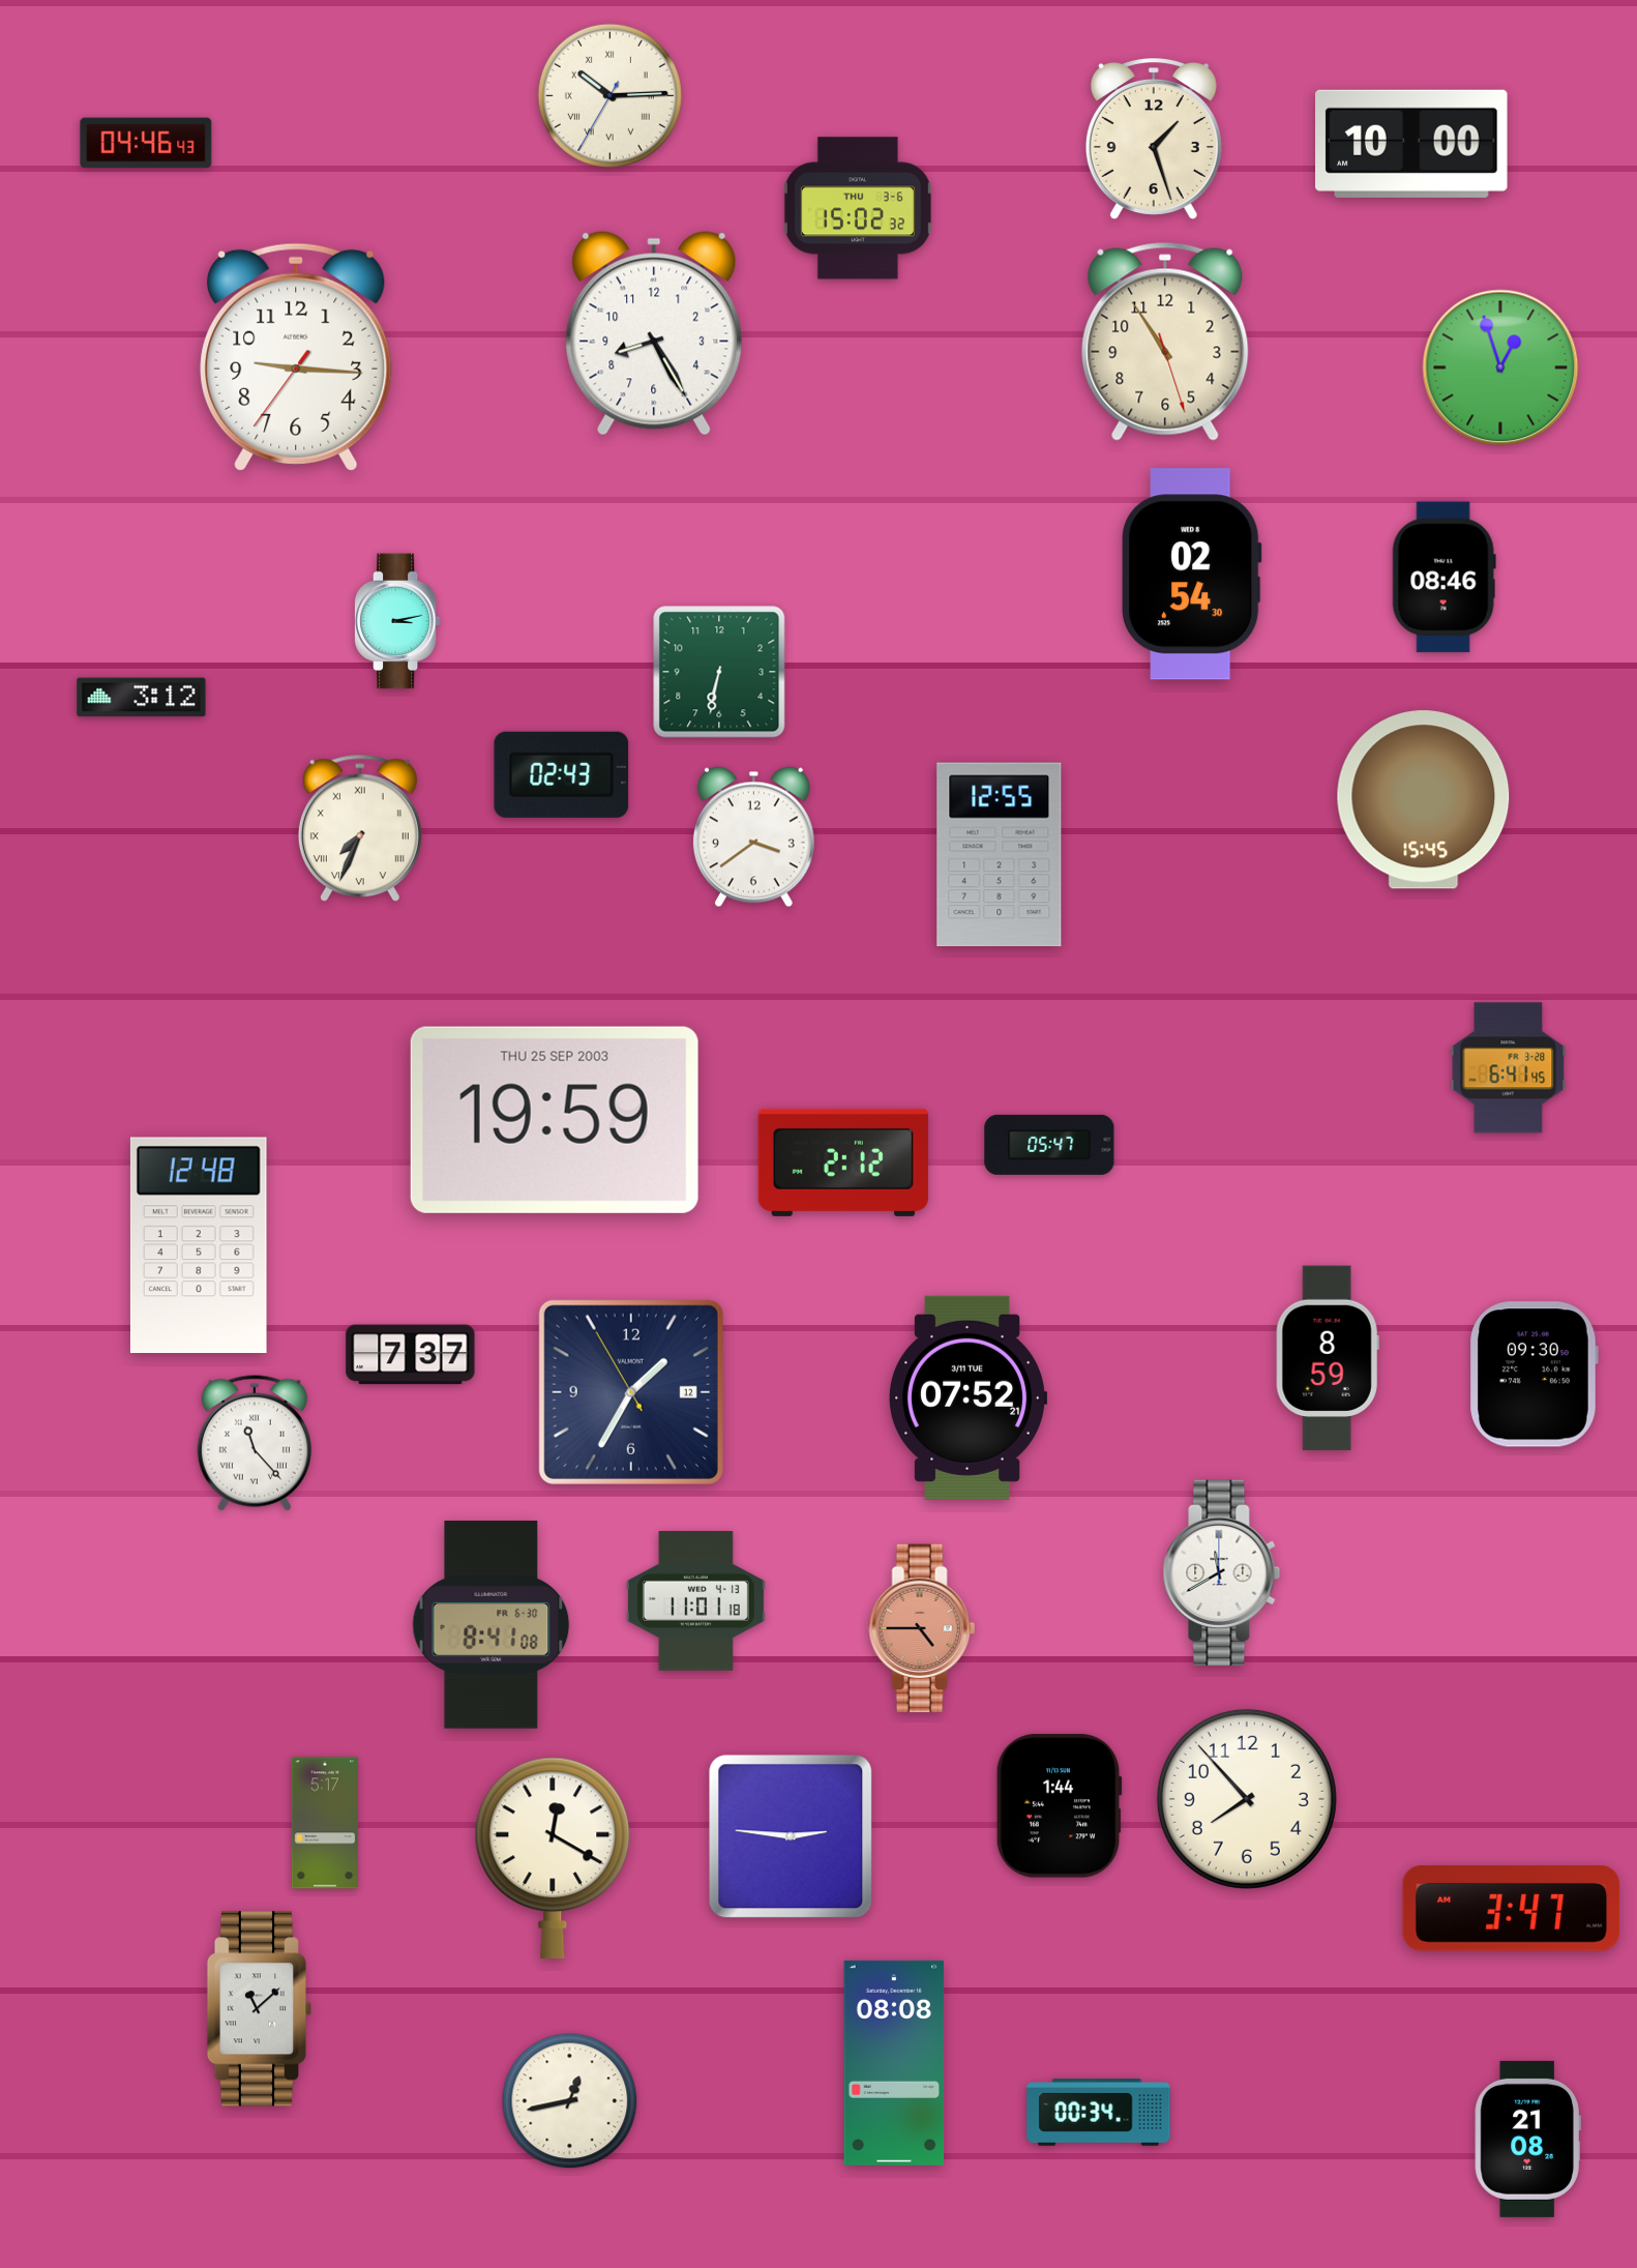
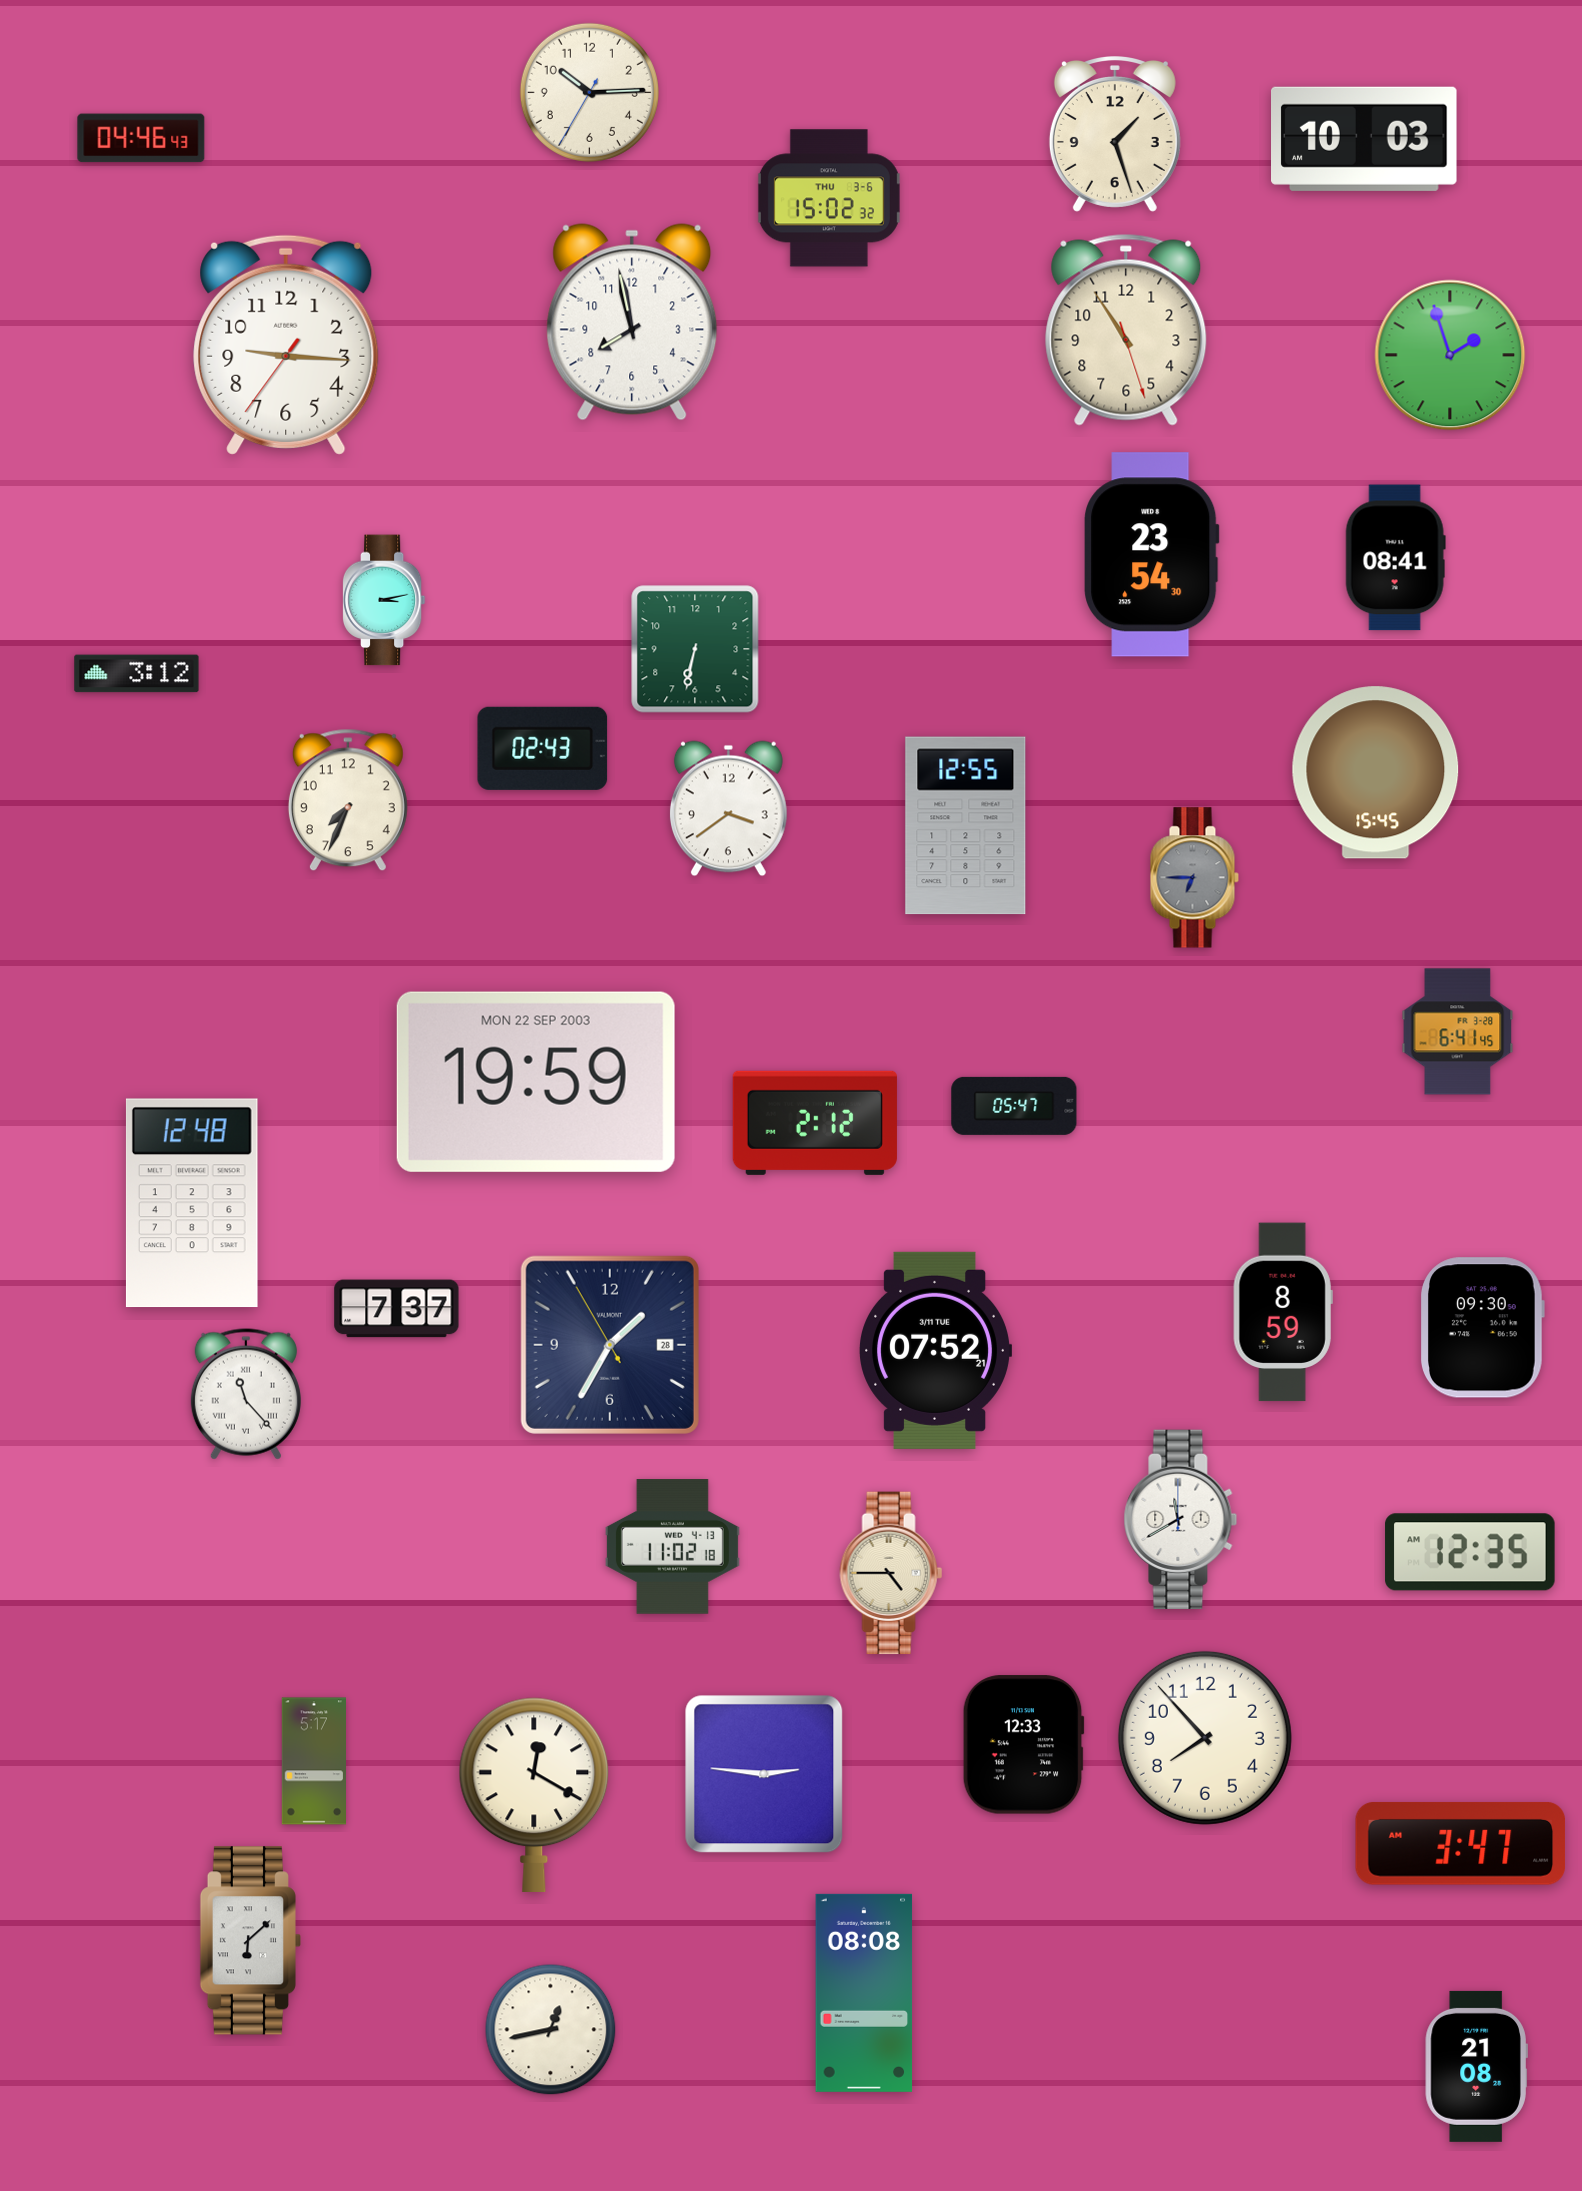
clock at (609, 95) numerals: Roman -> Arabic
clock at (1412, 144): 10:00 -> 10:03
clock at (858, 208) position: (858, 208) -> (829, 198)
clock at (654, 333): 8:25 -> 7:58
clock at (1500, 367): 12:57 -> 1:57
clock at (1192, 575): 02:54 -> 23:54
clock at (1443, 578): 08:46 -> 08:41
clock at (360, 828) numerals: Roman -> Arabic
clock at (1194, 878): none -> 6:45
clock at (555, 1120) date: THU 25 SEP 2003 -> MON 22 SEP 2003
clock at (631, 1392) date: 12 -> 28
clock at (695, 1601): 11:01 -> 11:02
clock at (1470, 1552): none -> 12:35
clock at (492, 1625): 8:41 -> none
clock at (922, 1628) dial: salmon -> cream
clock at (1059, 1806): 1:44 -> 12:33
clock at (259, 2009): 11:08 -> 6:08
clock at (1099, 2113): 00:34 -> none
